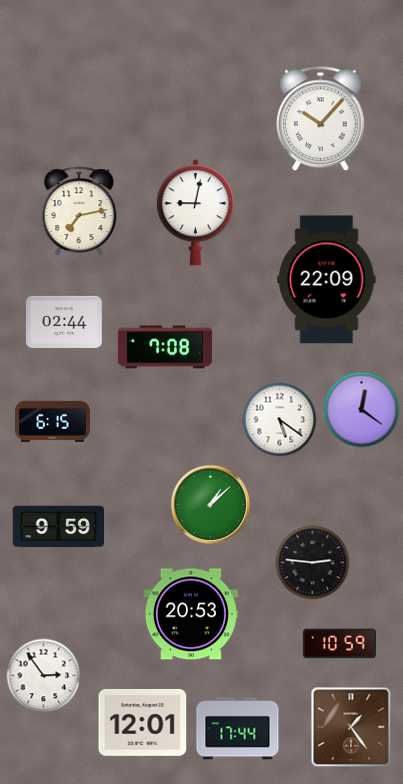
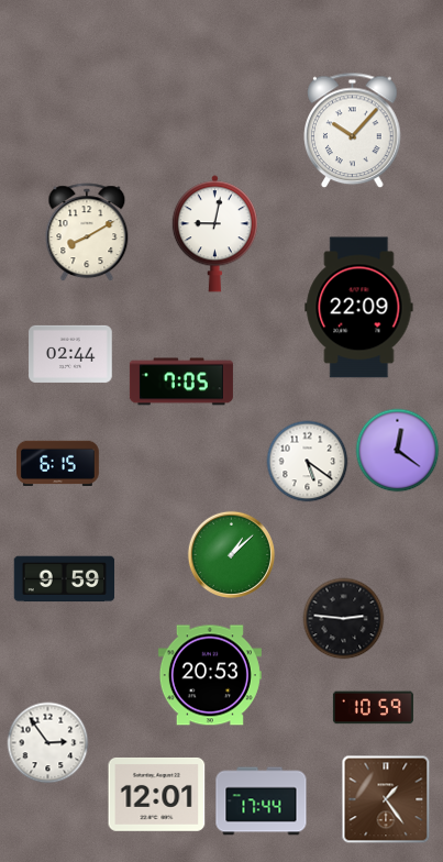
clock at (79, 212): 7:13 -> 8:10
clock at (165, 347): 7:08 -> 7:05
